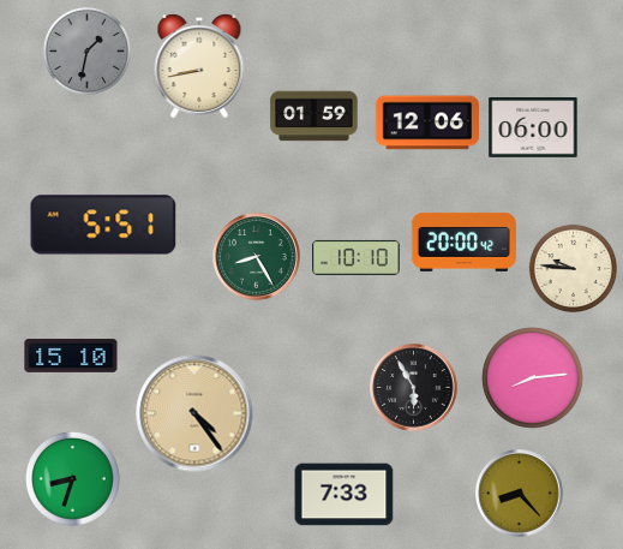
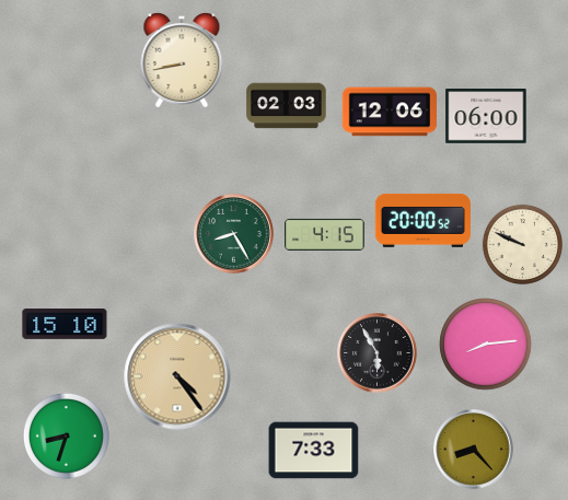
clock at (86, 50): 1:32 -> none
clock at (315, 117): 01:59 -> 02:03
clock at (103, 225): 5:51 -> none
clock at (463, 241): 20:00:42 -> 20:00:52
clock at (357, 257): 10:10 -> 4:15
clock at (573, 268): 9:46 -> 9:49
